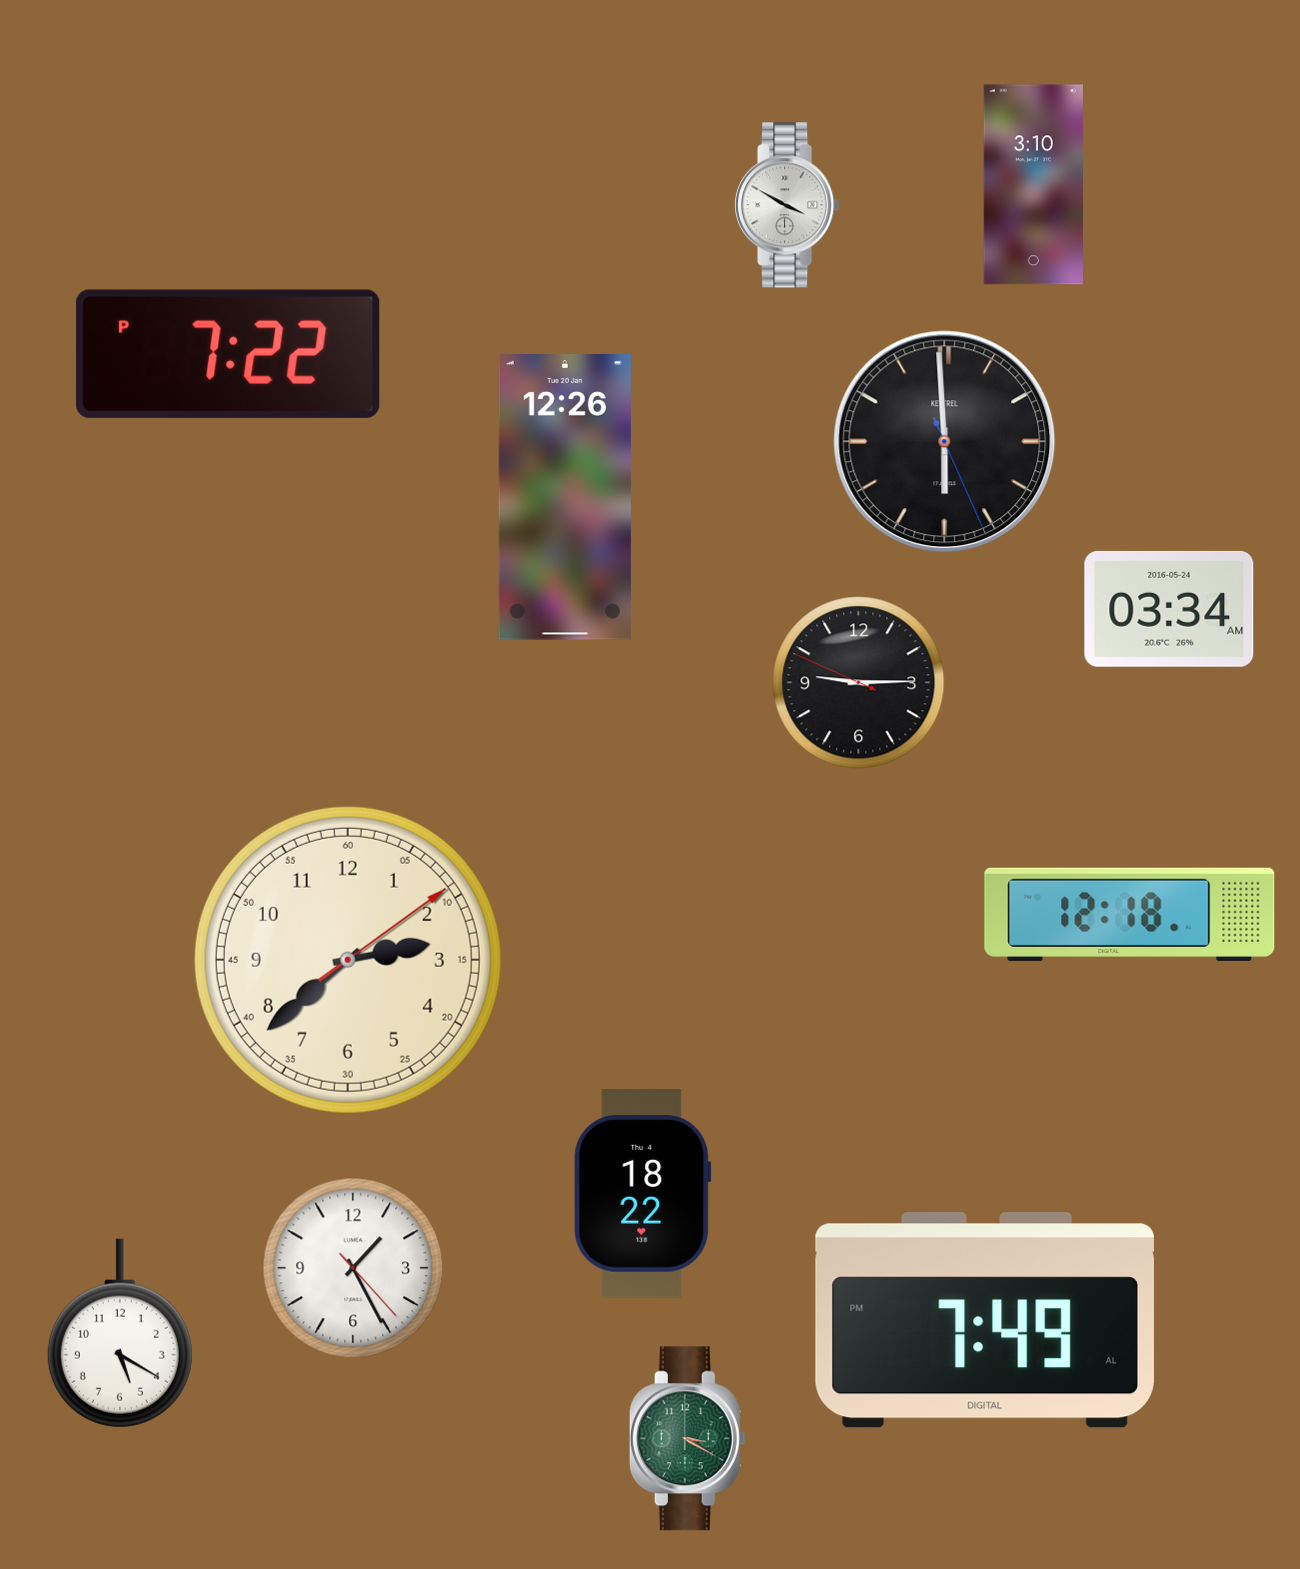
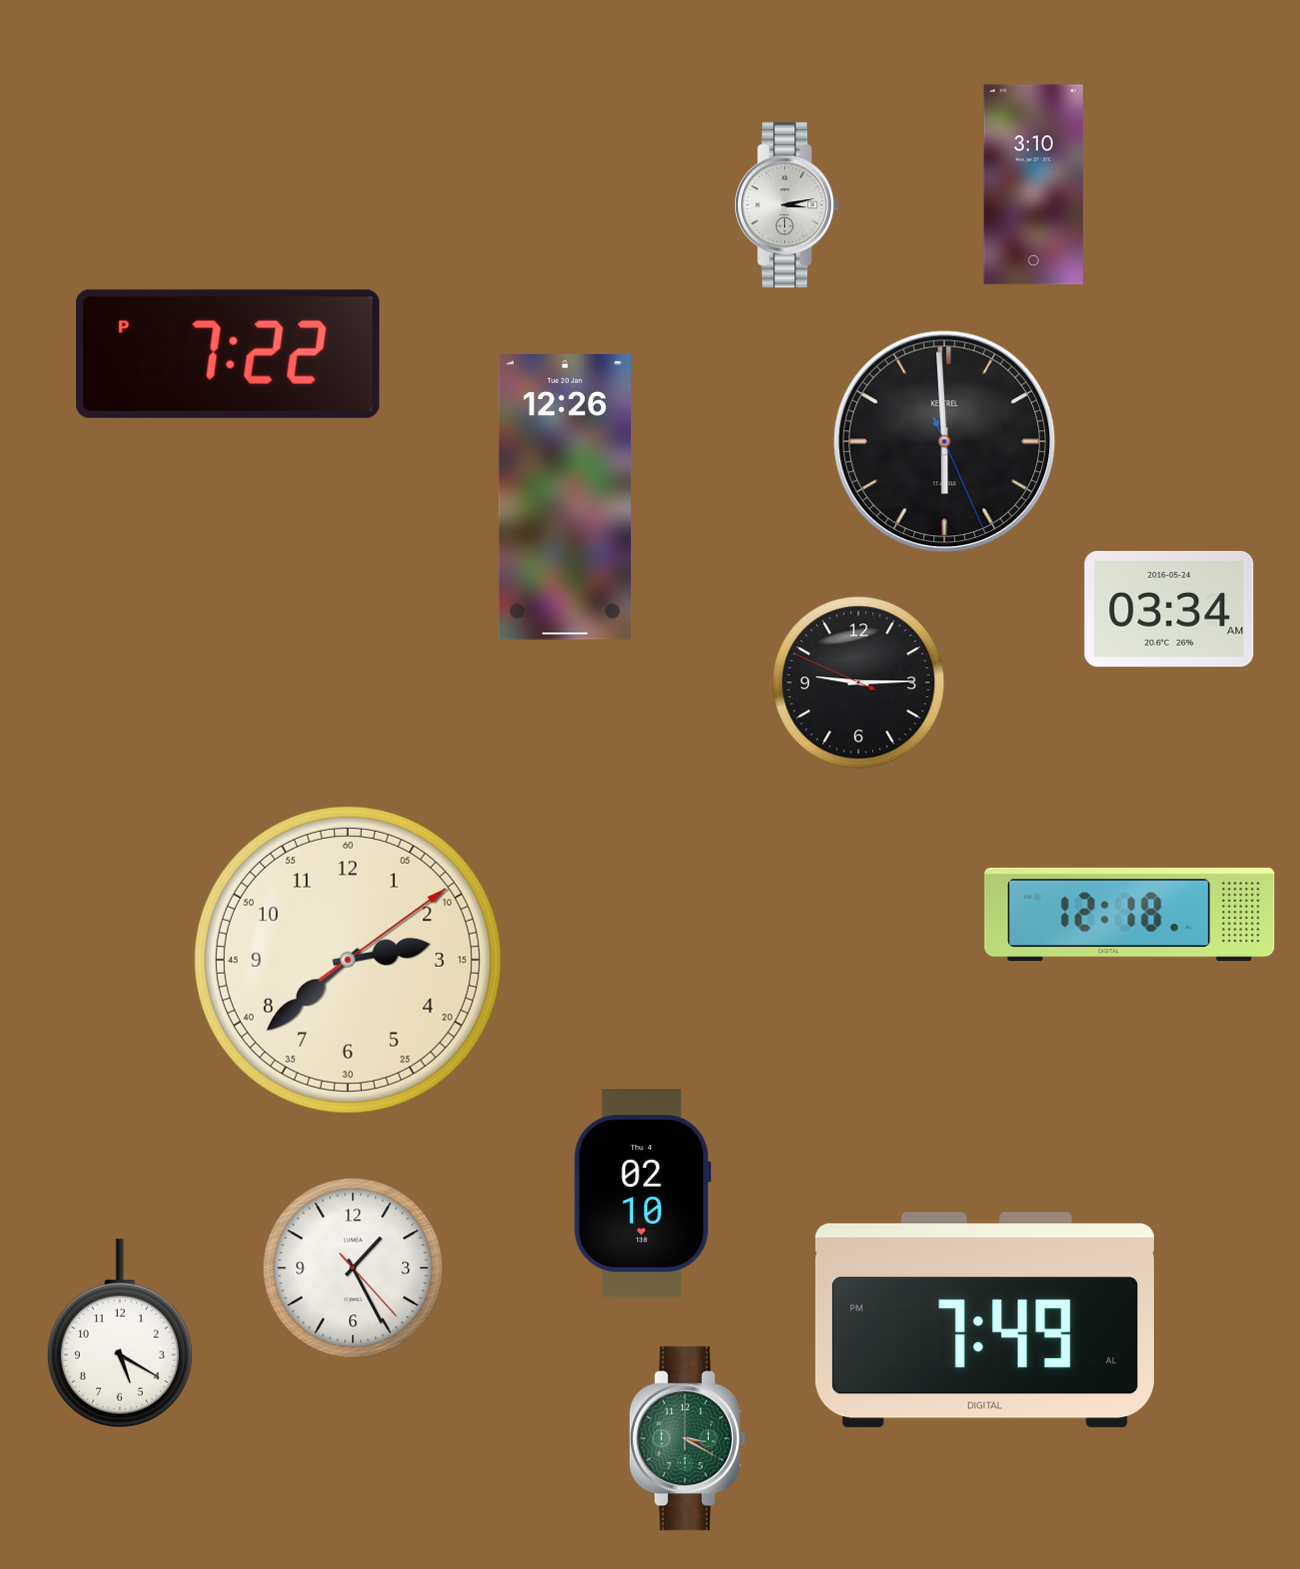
clock at (787, 205): 3:50 -> 3:13
clock at (643, 1193): 18:22 -> 02:10
